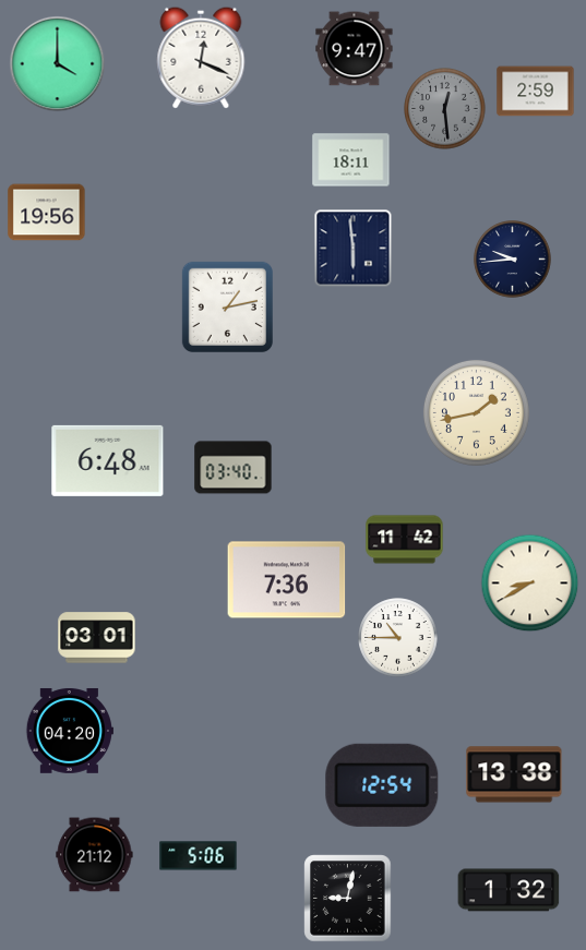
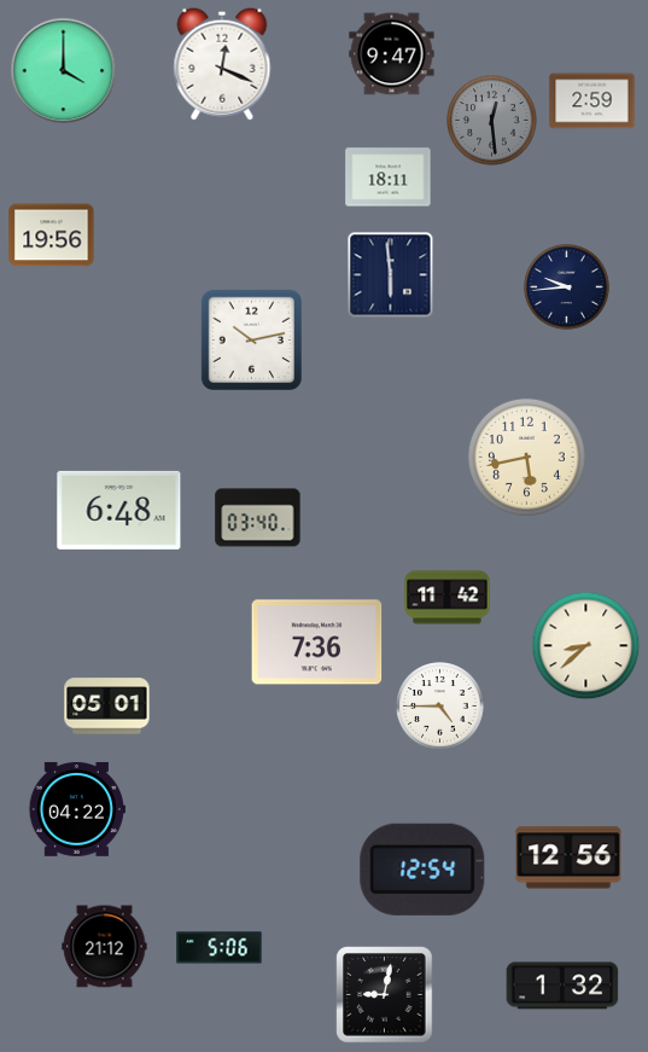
clock at (227, 306): 1:13 -> 10:13
clock at (476, 412): 1:43 -> 5:43
clock at (530, 584): 8:40 -> 8:38
clock at (97, 638): 03:01 -> 05:01
clock at (398, 638): 10:45 -> 4:45
clock at (70, 731): 04:20 -> 04:22
clock at (514, 774): 13:38 -> 12:56
